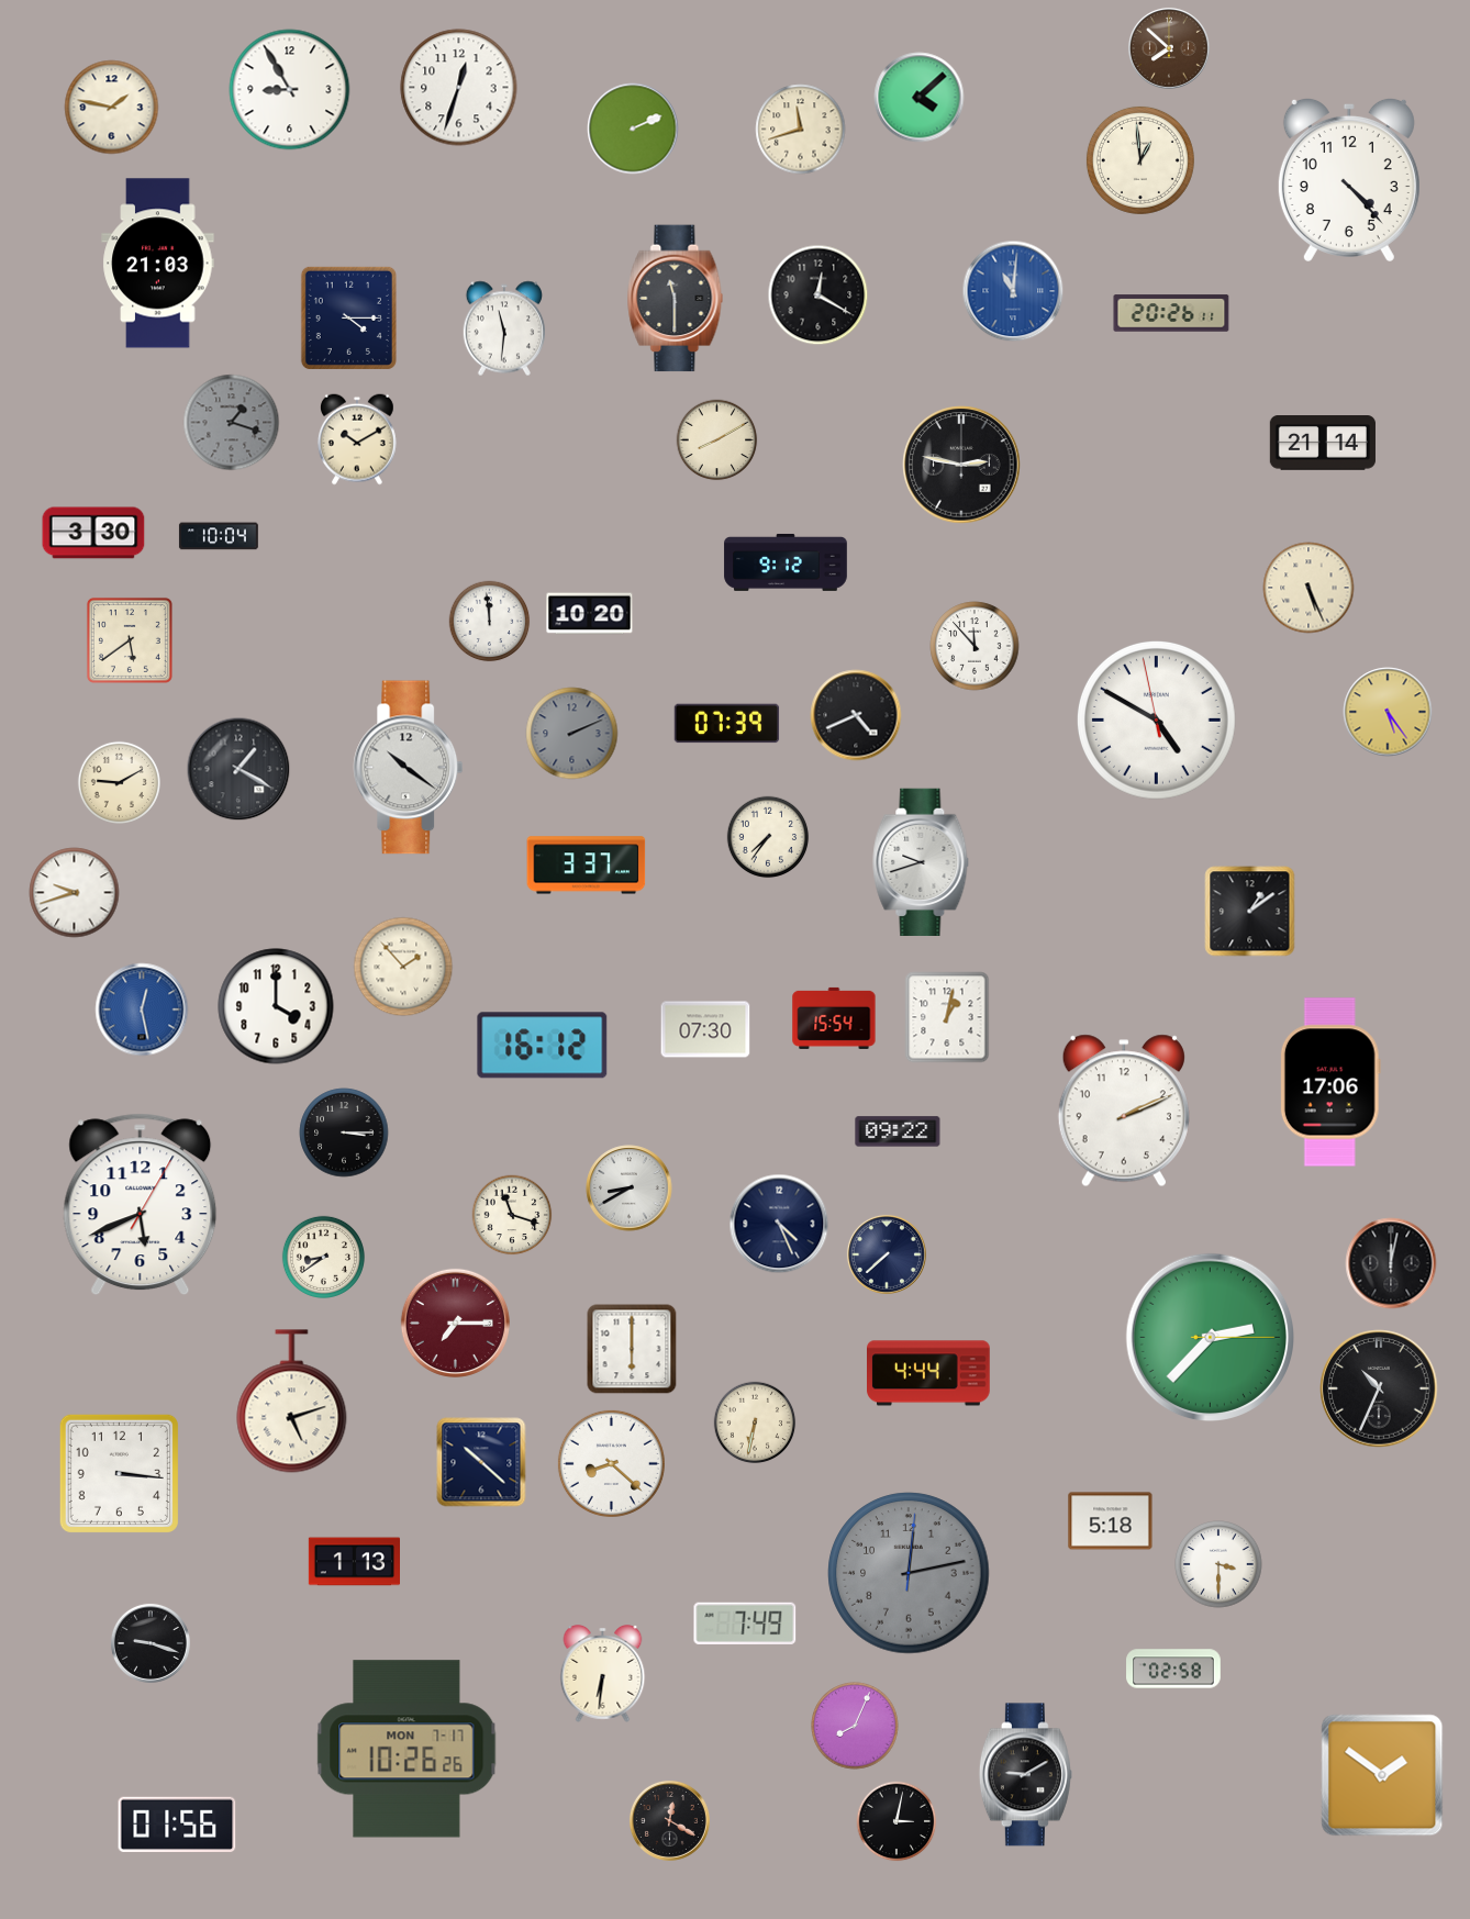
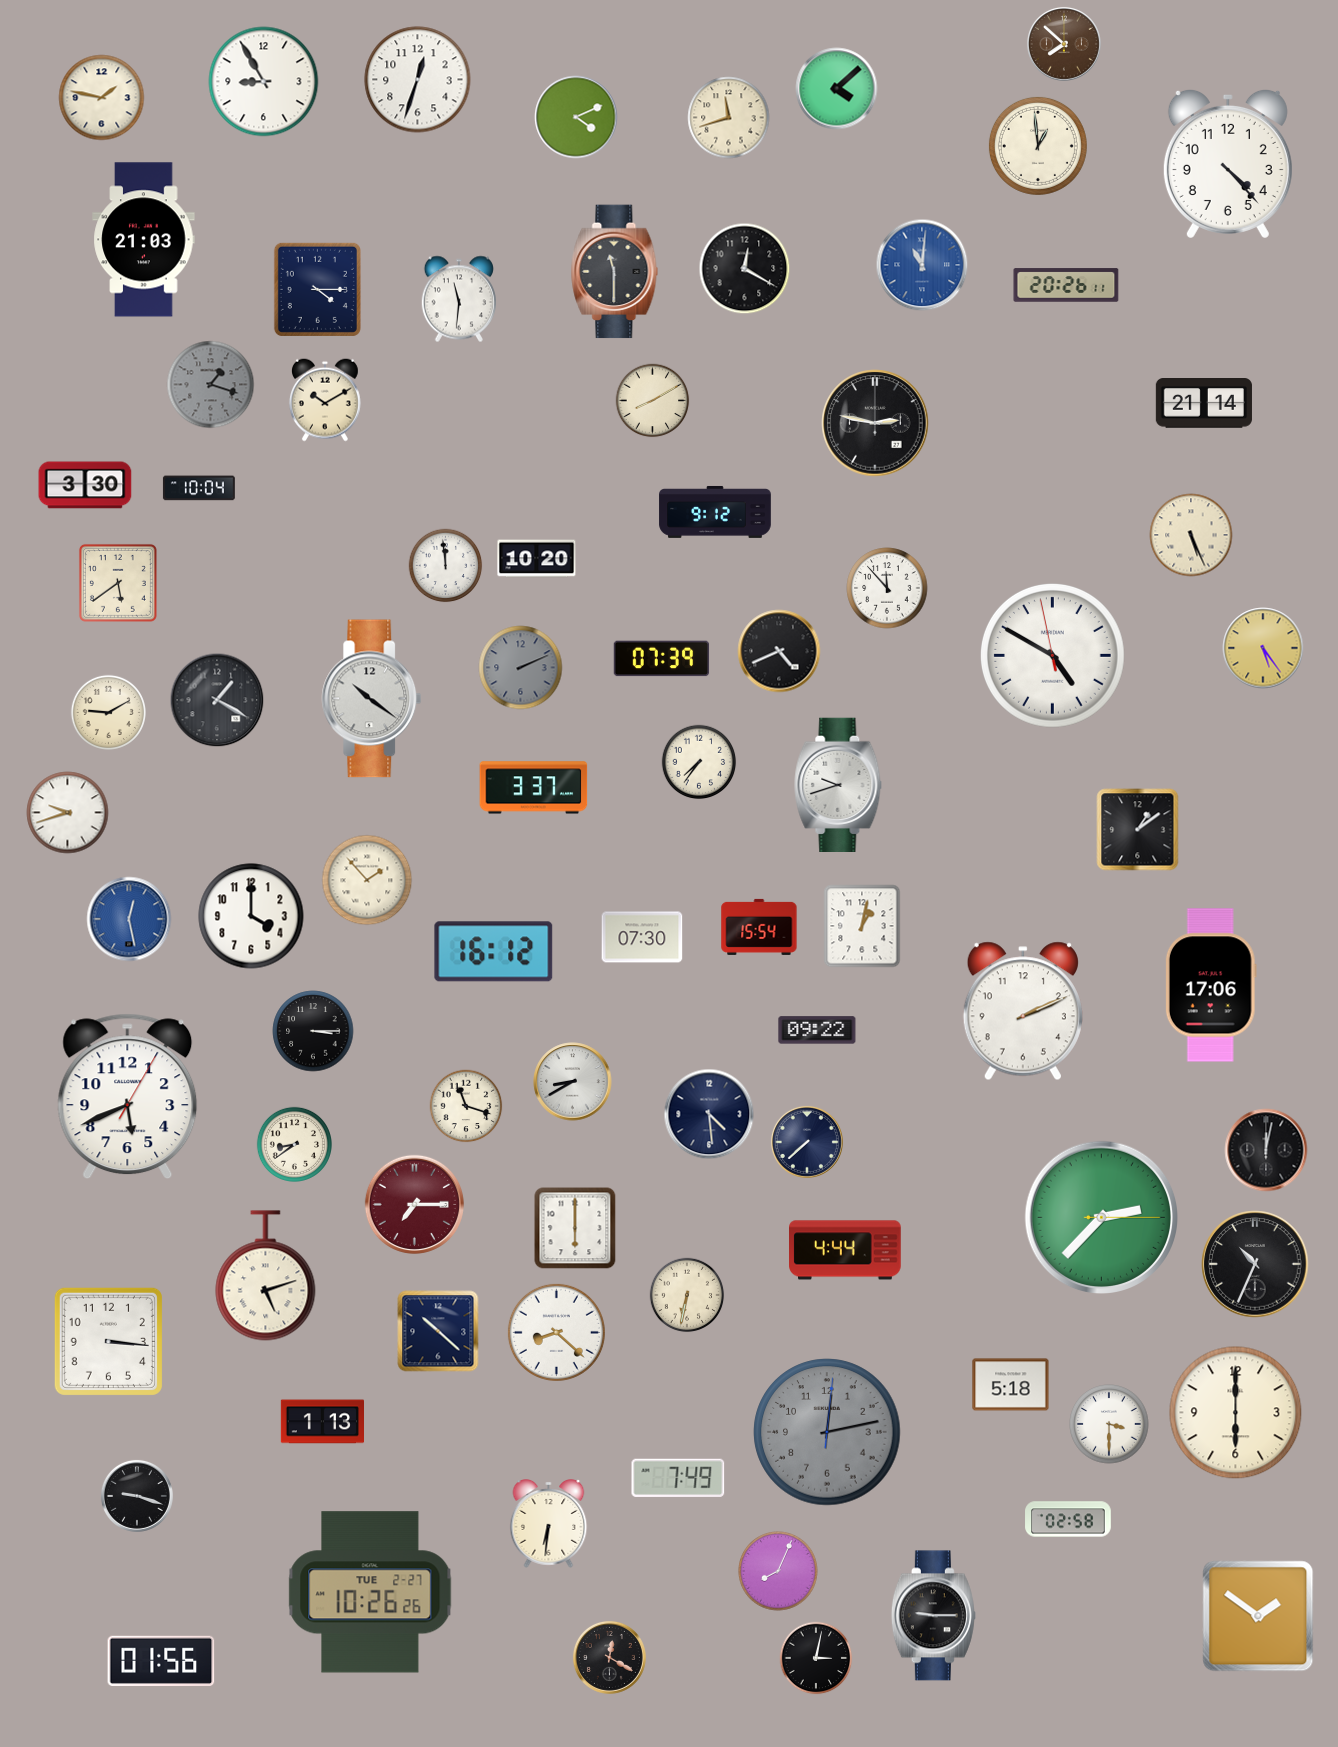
clock at (633, 129): 2:11 -> 4:11
clock at (779, 1224): 4:26 -> 4:29
clock at (1236, 1413): none -> 6:00
clock at (407, 1749) date: MON 7-17 -> TUE 2-27
clock at (1025, 1775): 9:10 -> 9:15
